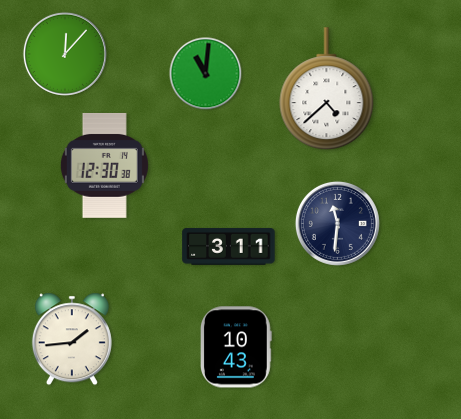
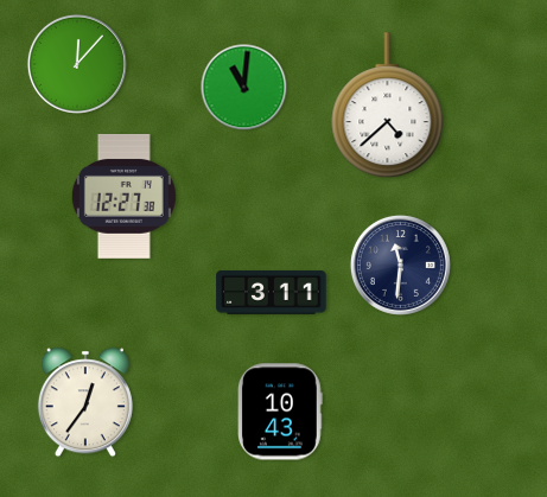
clock at (104, 165): 12:30 -> 12:27
clock at (72, 339): 1:44 -> 12:36
